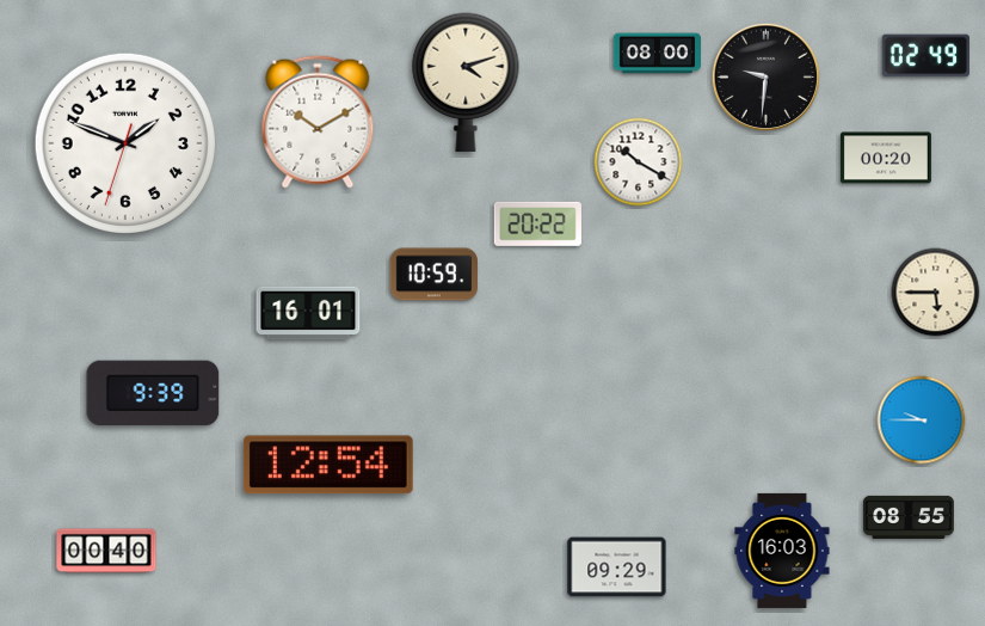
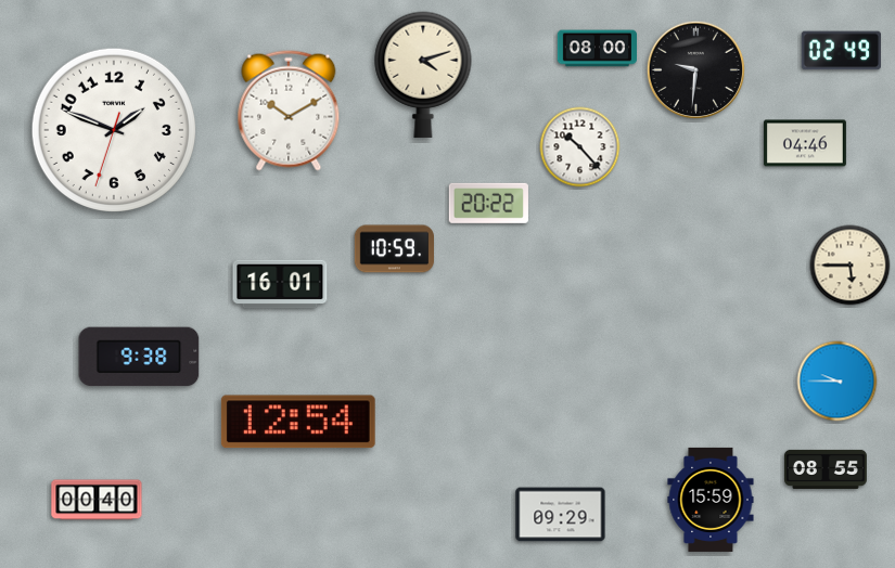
clock at (886, 158): 00:20 -> 04:46
clock at (639, 162): 10:20 -> 10:23
clock at (153, 393): 9:39 -> 9:38
clock at (782, 551): 16:03 -> 15:59
